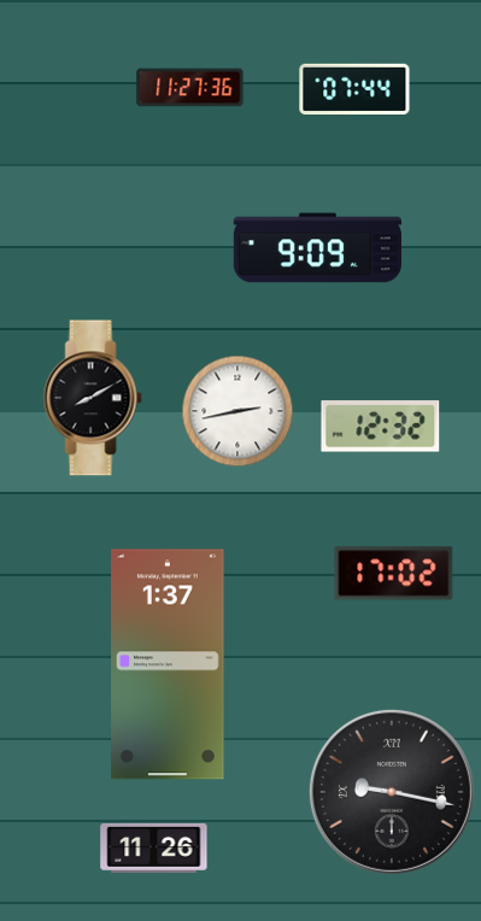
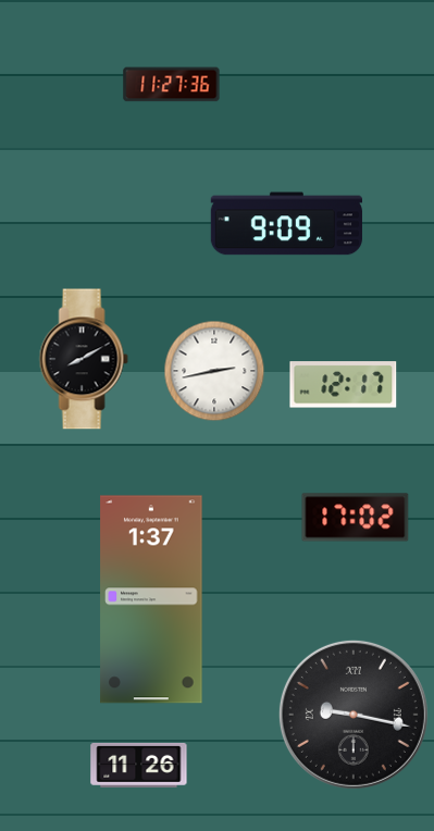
clock at (190, 88) position: (190, 88) -> (172, 85)
clock at (354, 89): 07:44 -> none
clock at (381, 427): 12:32 -> 12:17
